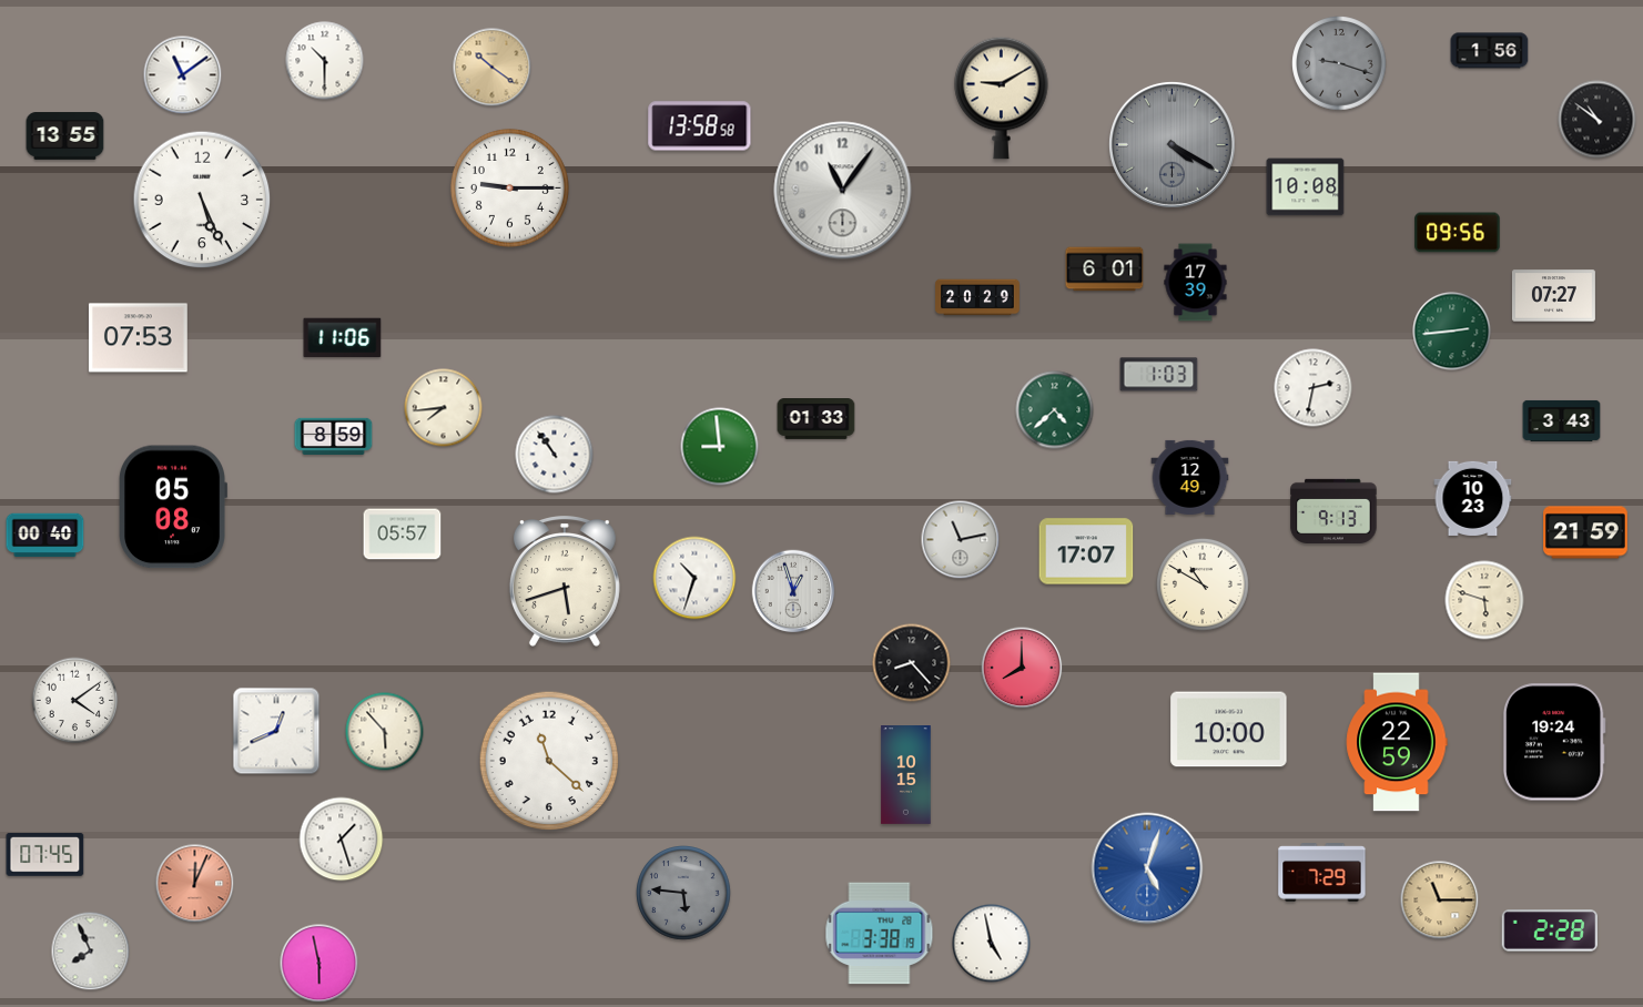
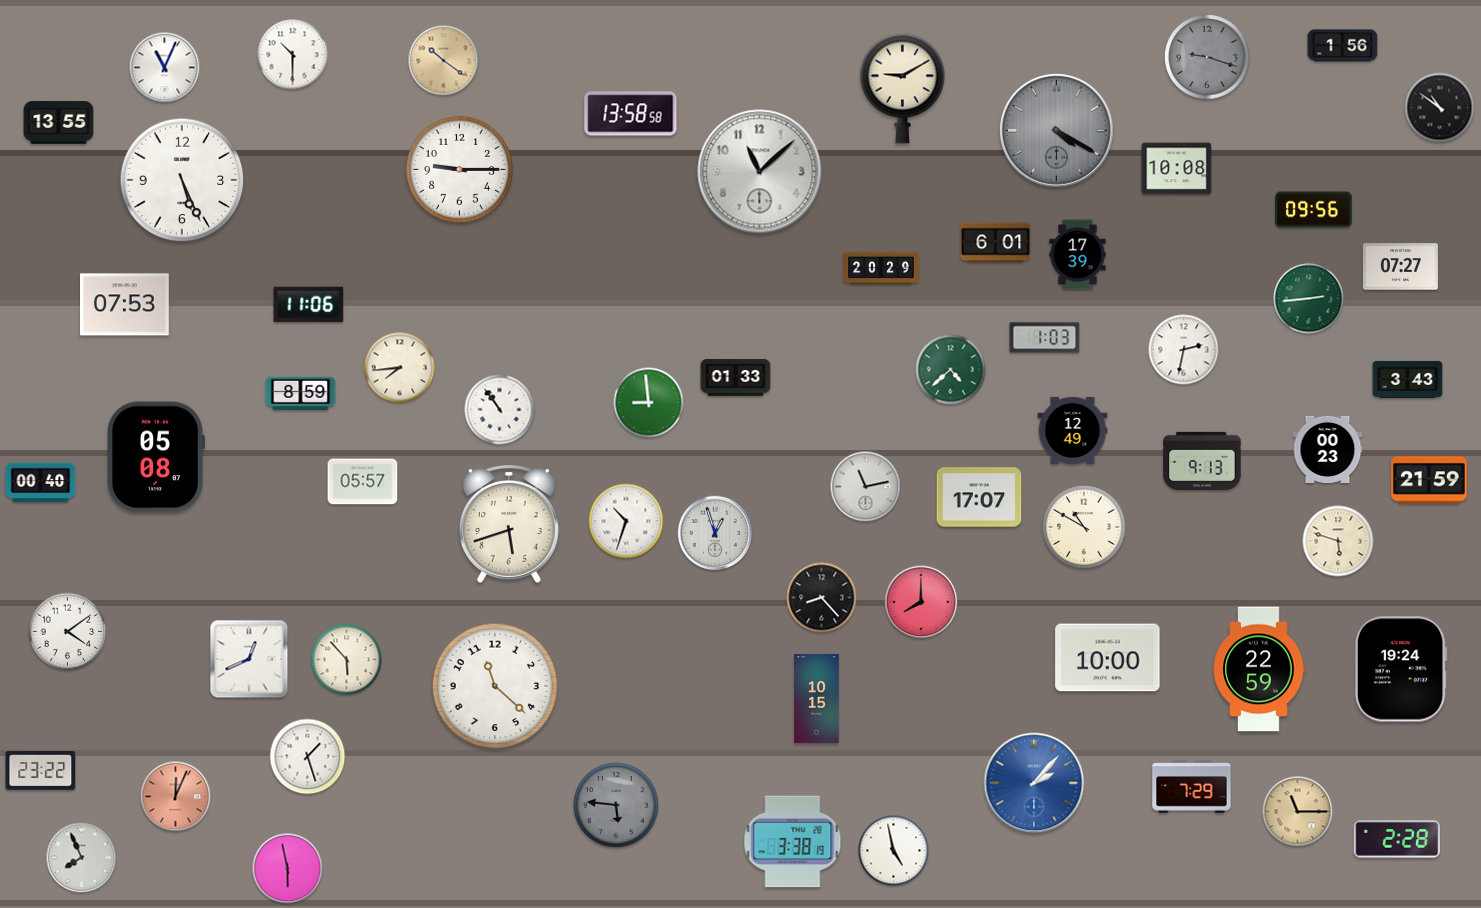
clock at (183, 75): 11:09 -> 11:04
clock at (843, 191): 11:06 -> 11:08
clock at (1473, 498): 10:23 -> 00:23
clock at (45, 854): 07:45 -> 23:22
clock at (1147, 868): 5:03 -> 2:07
